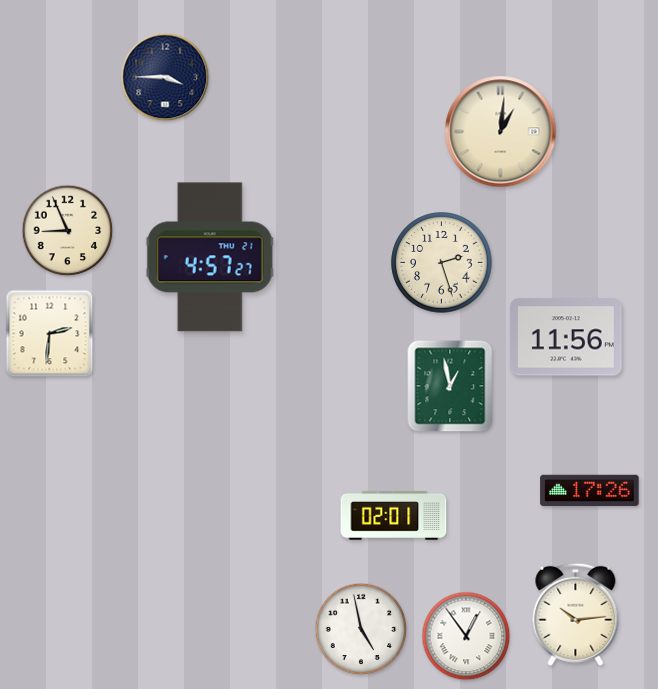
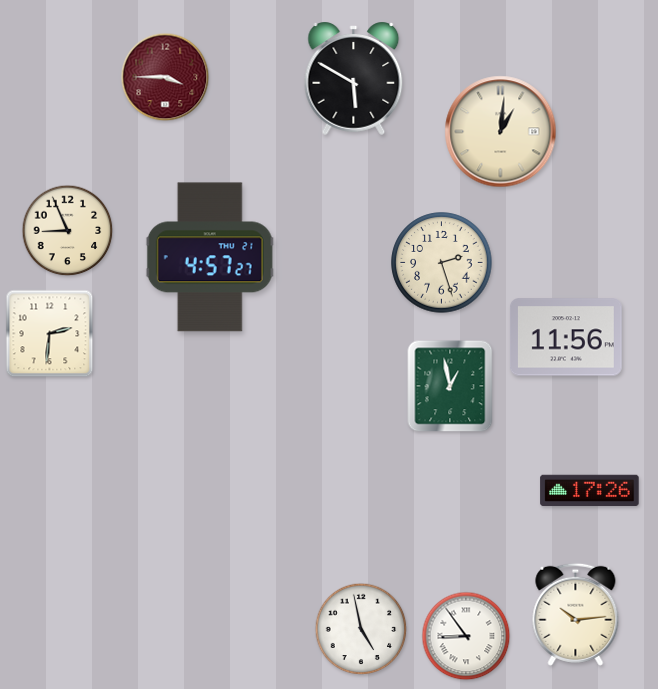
clock at (165, 77) dial: navy -> burgundy
clock at (354, 78): none -> 5:50
clock at (394, 515): 02:01 -> none
clock at (466, 636): 12:54 -> 8:54
